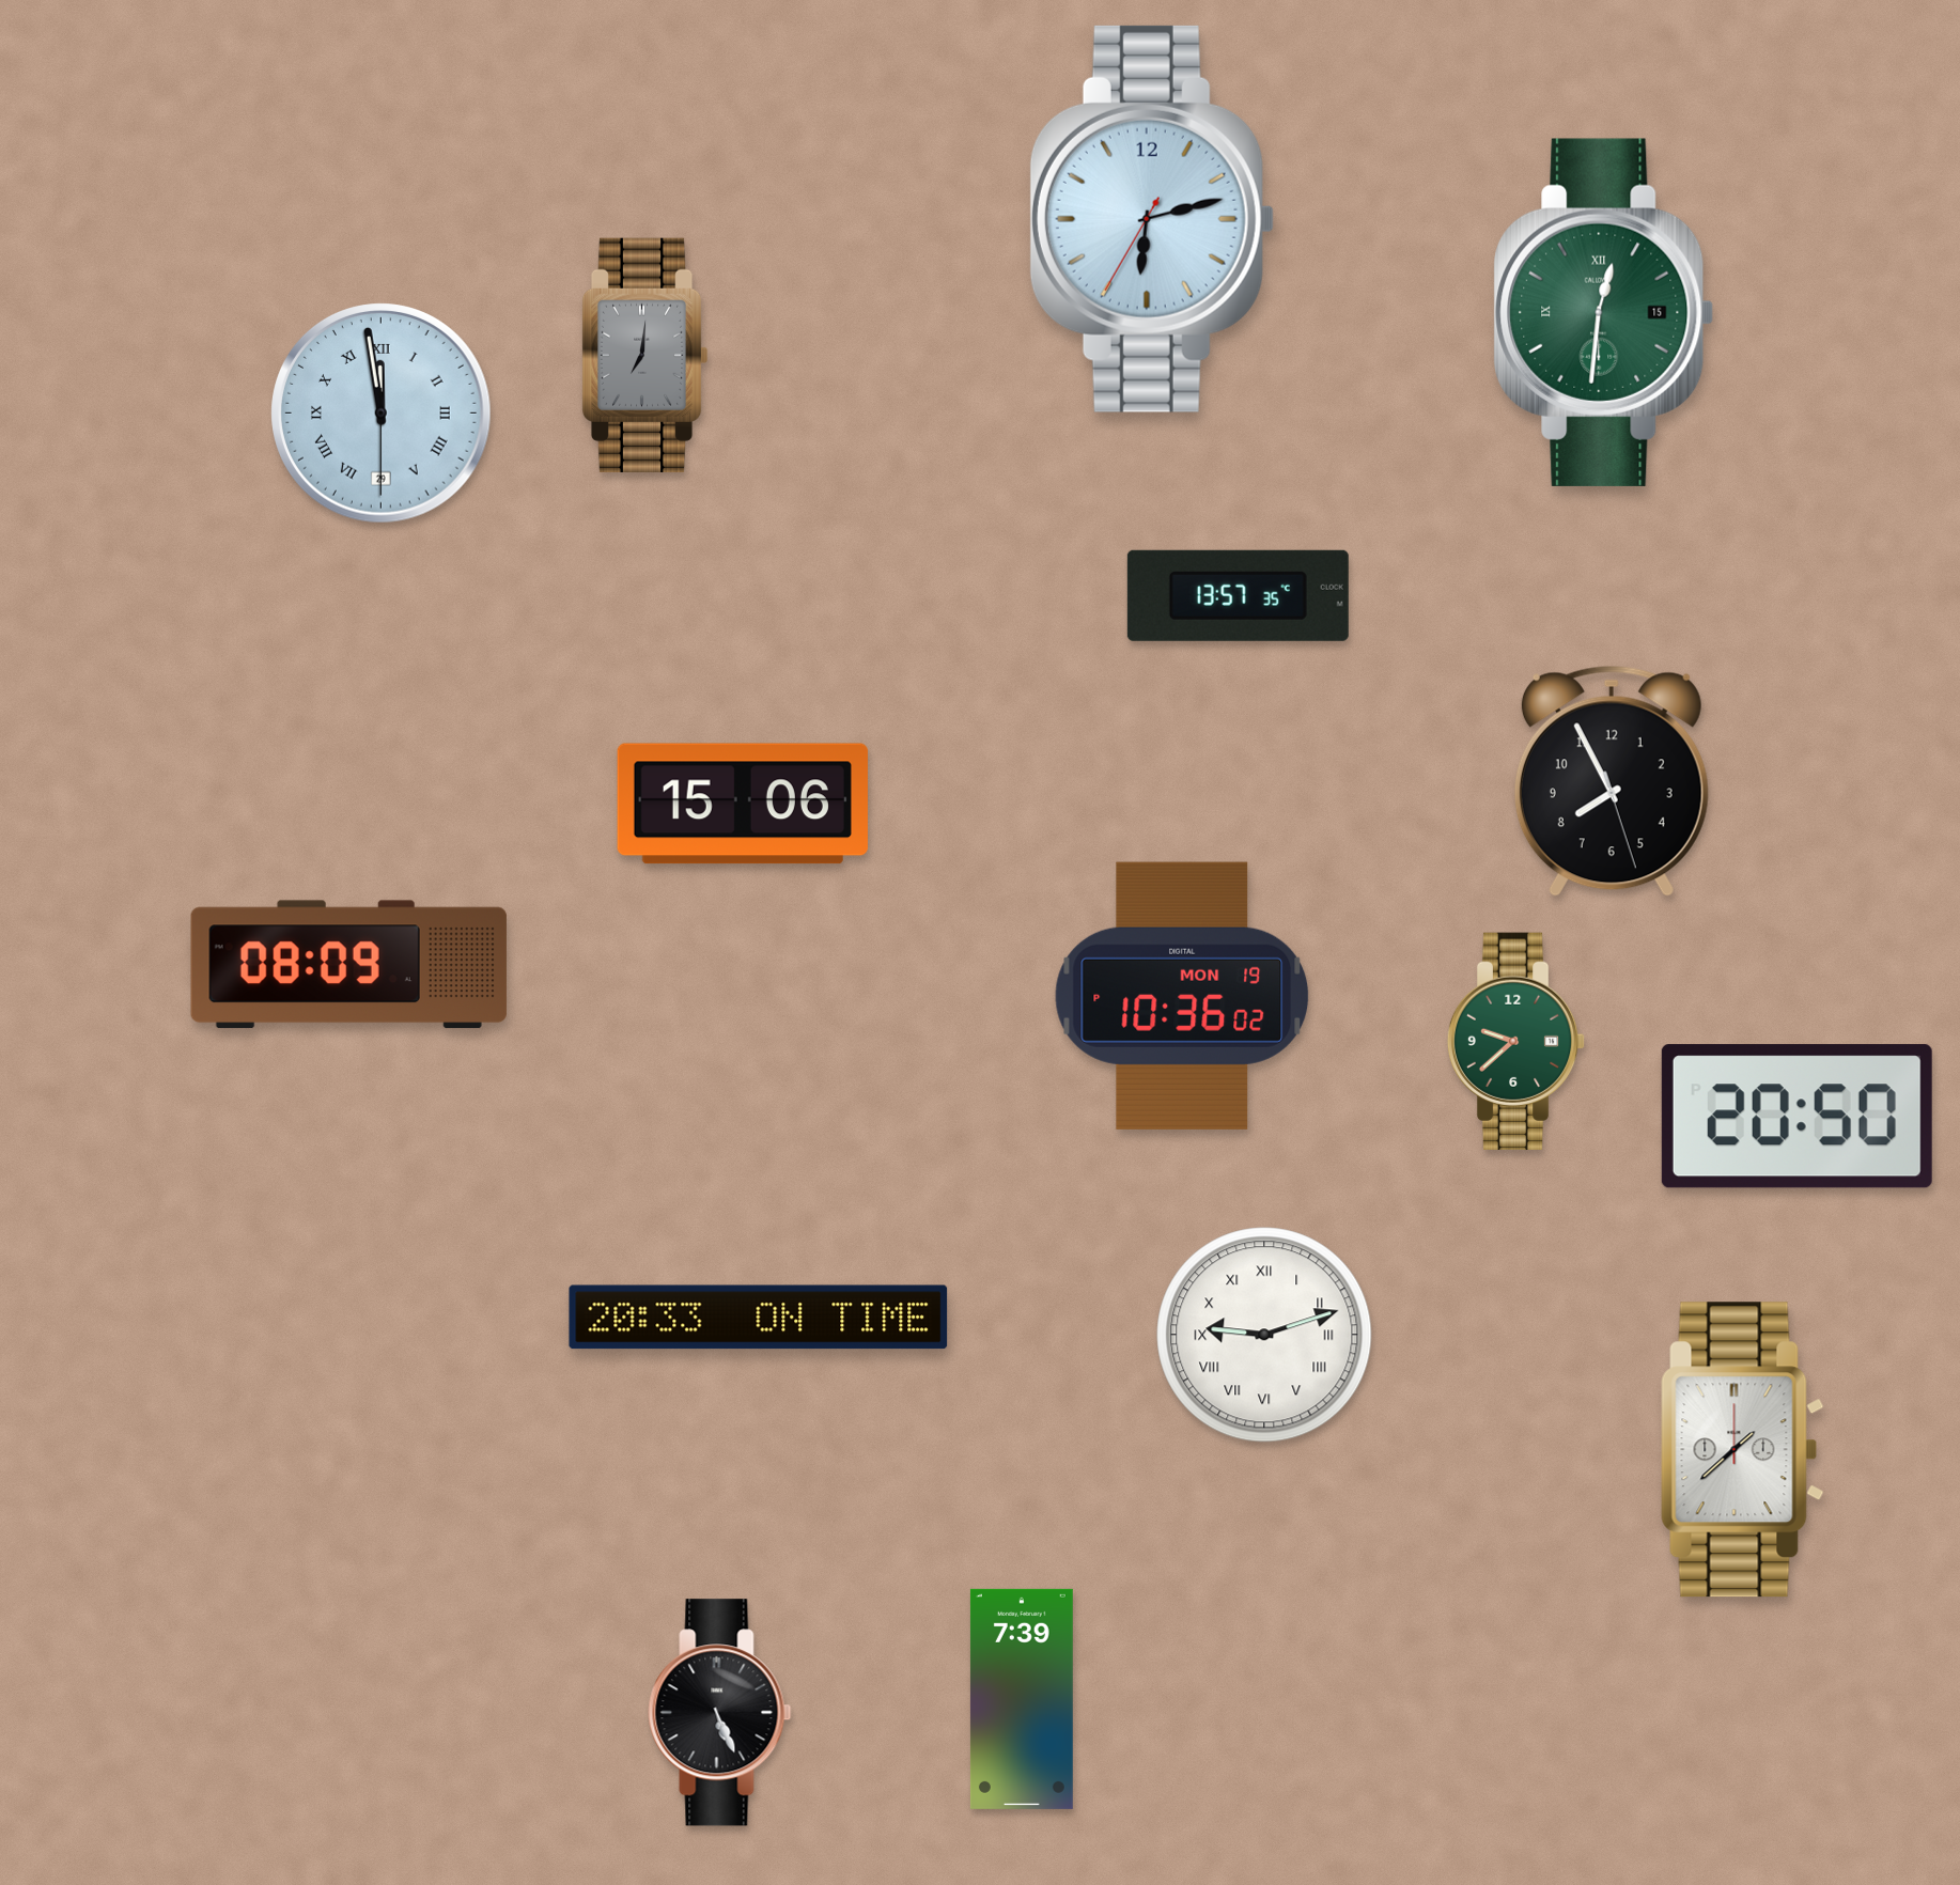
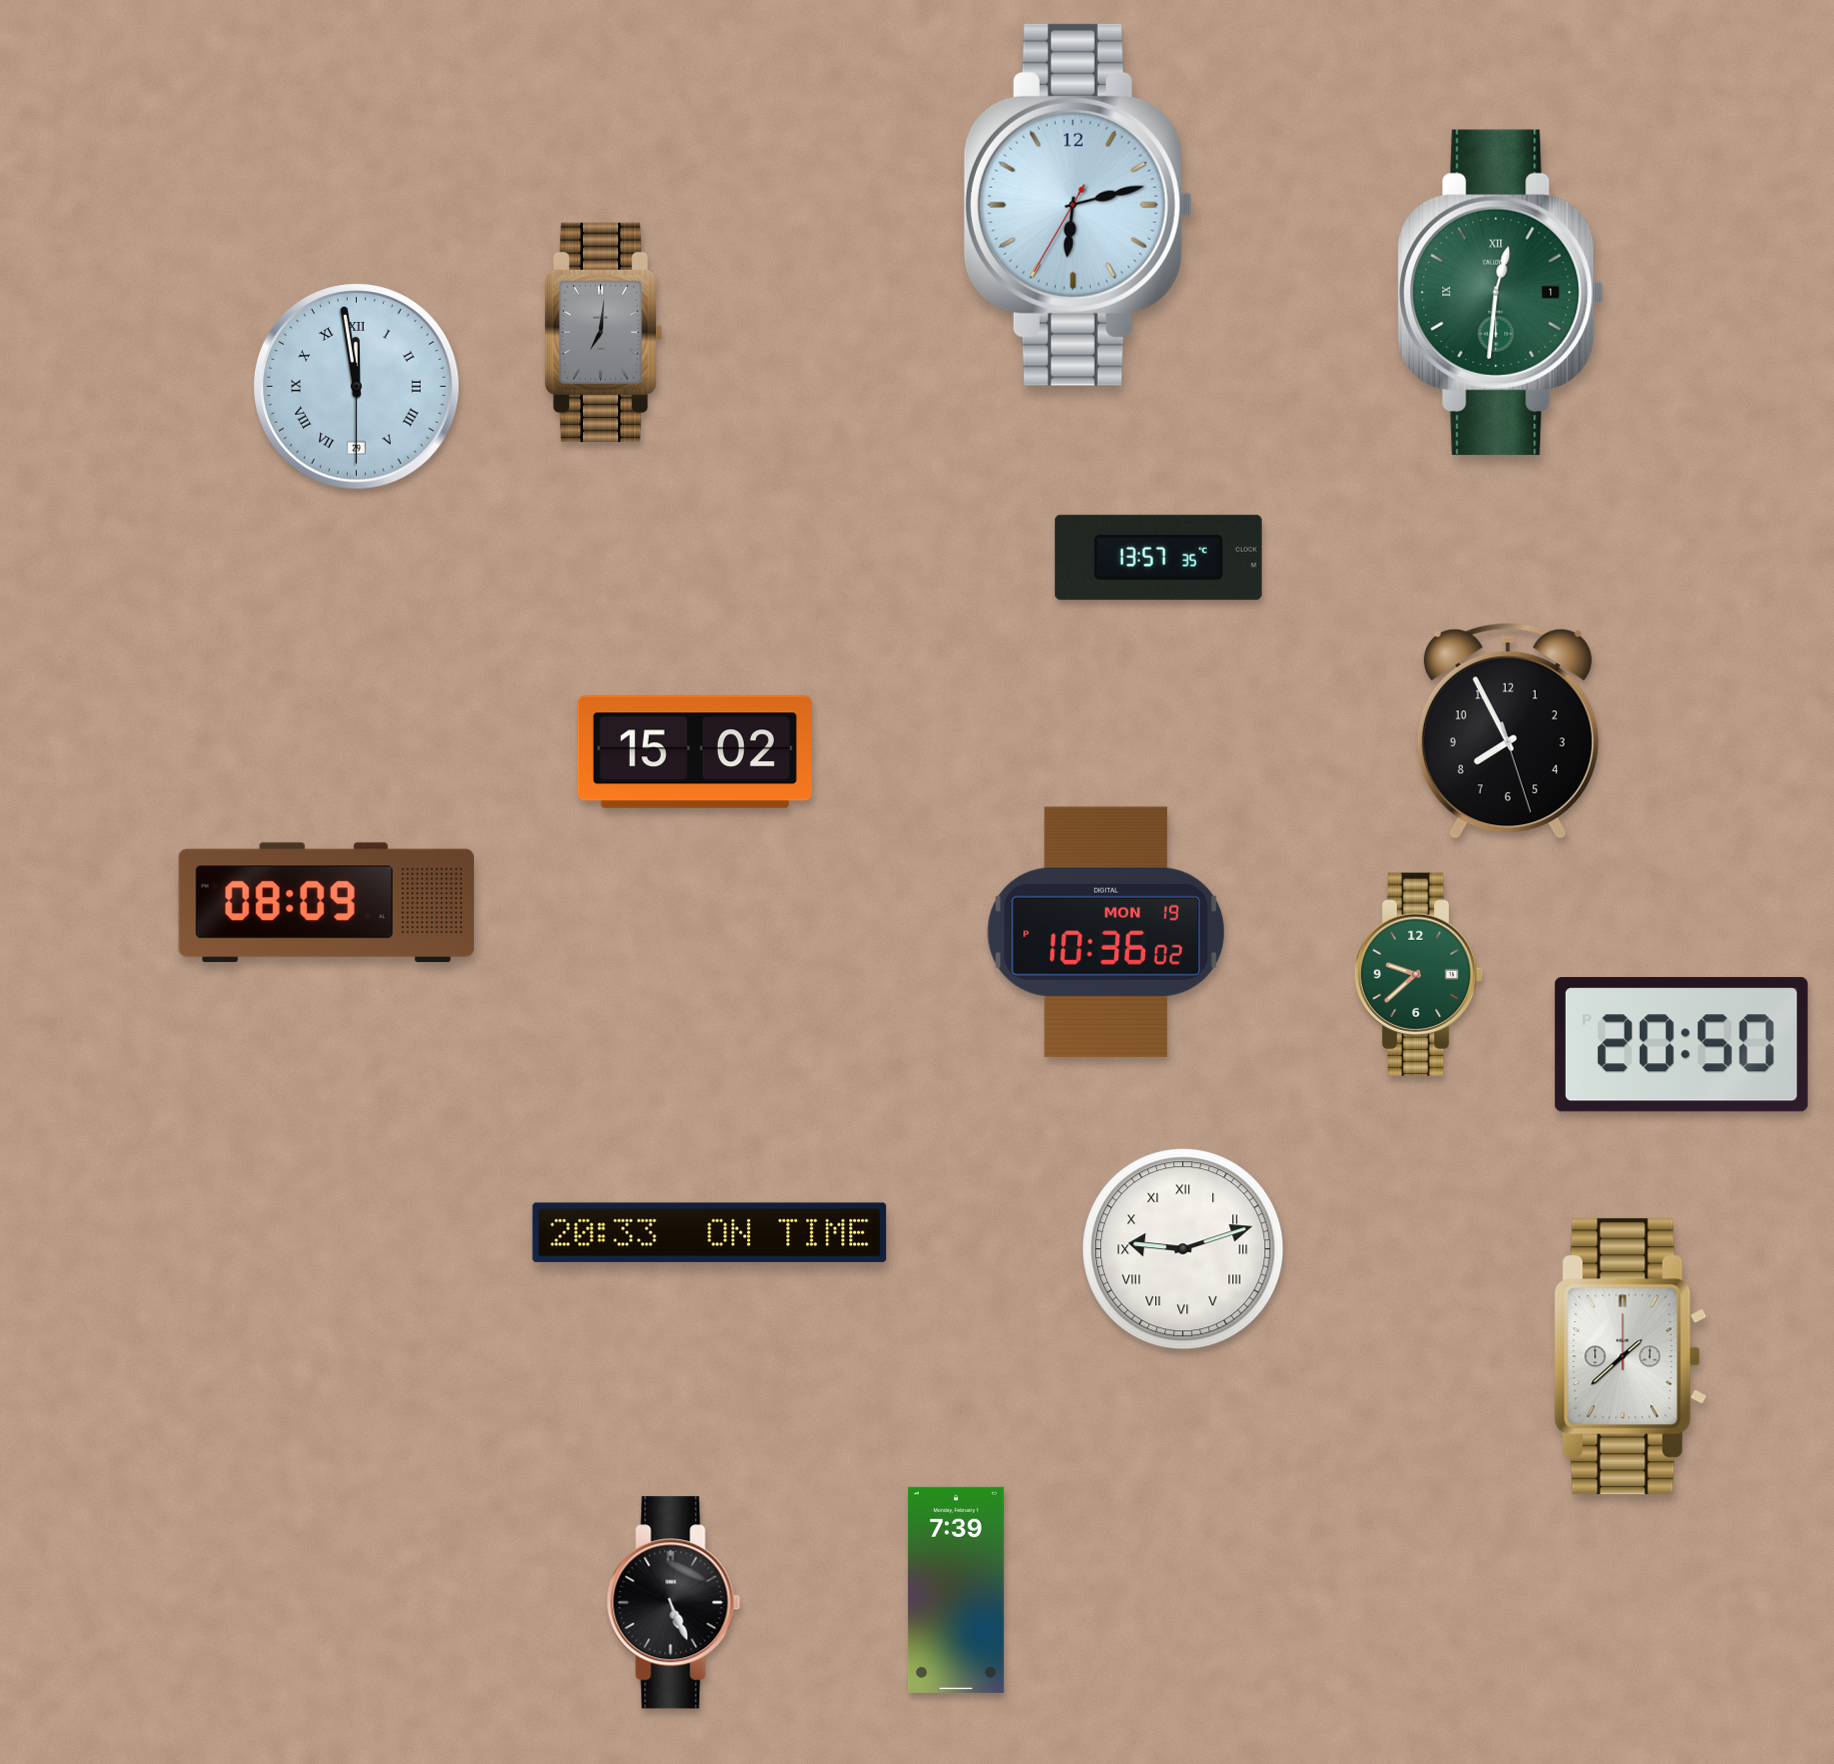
clock at (1604, 312) date: 15 -> 1
clock at (743, 804): 15:06 -> 15:02
